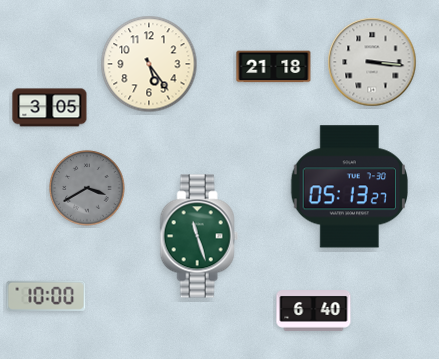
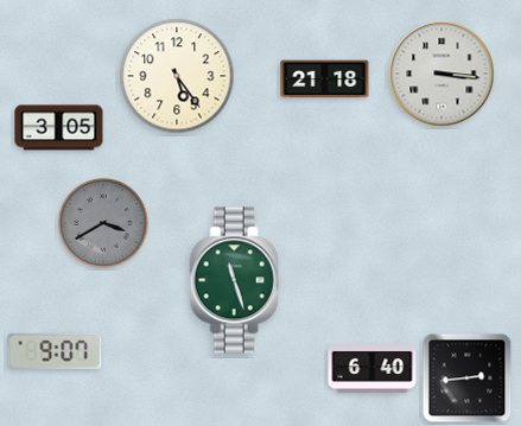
clock at (349, 187): 05:13 -> none
clock at (46, 296): 10:00 -> 9:07
clock at (468, 379): none -> 2:44
